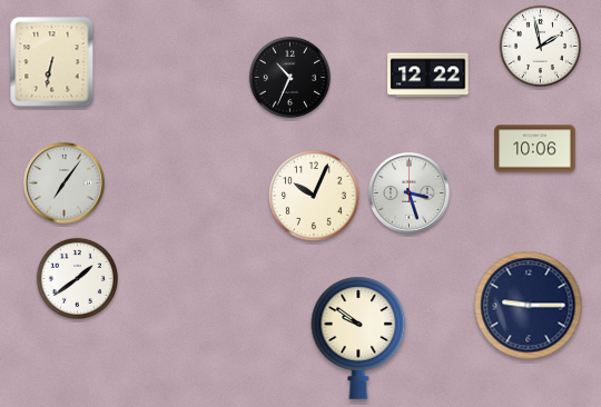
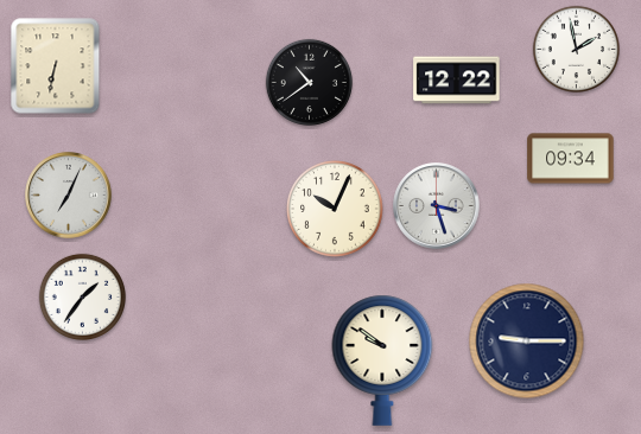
clock at (289, 77): 10:34 -> 10:39
clock at (535, 149): 10:06 -> 09:34
clock at (65, 183): 7:06 -> 7:04
clock at (77, 278): 1:39 -> 1:36
clock at (529, 306) position: (529, 306) -> (527, 342)
